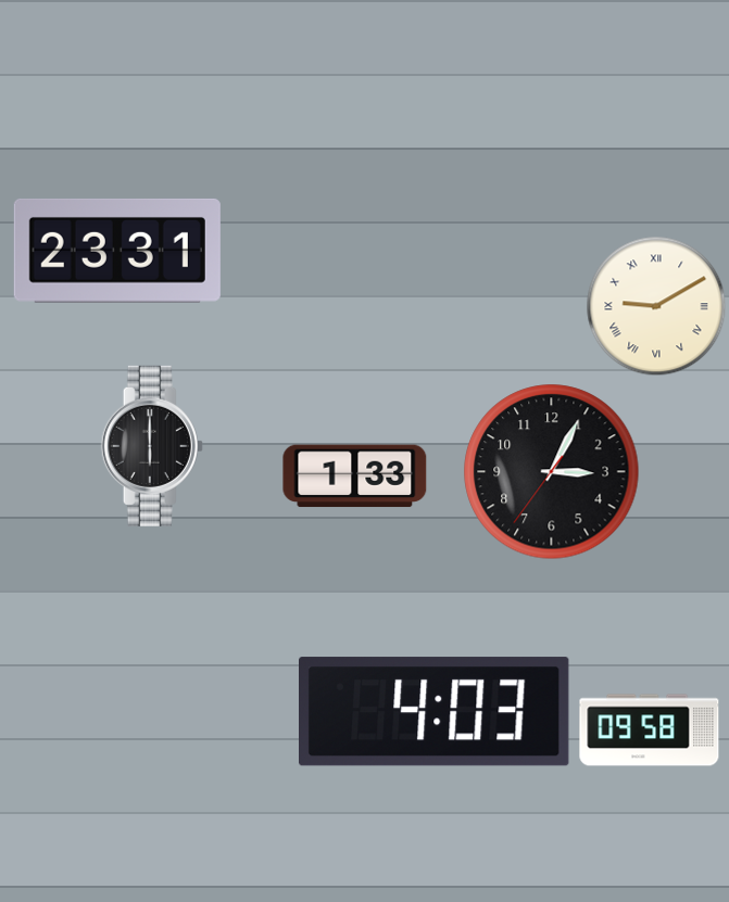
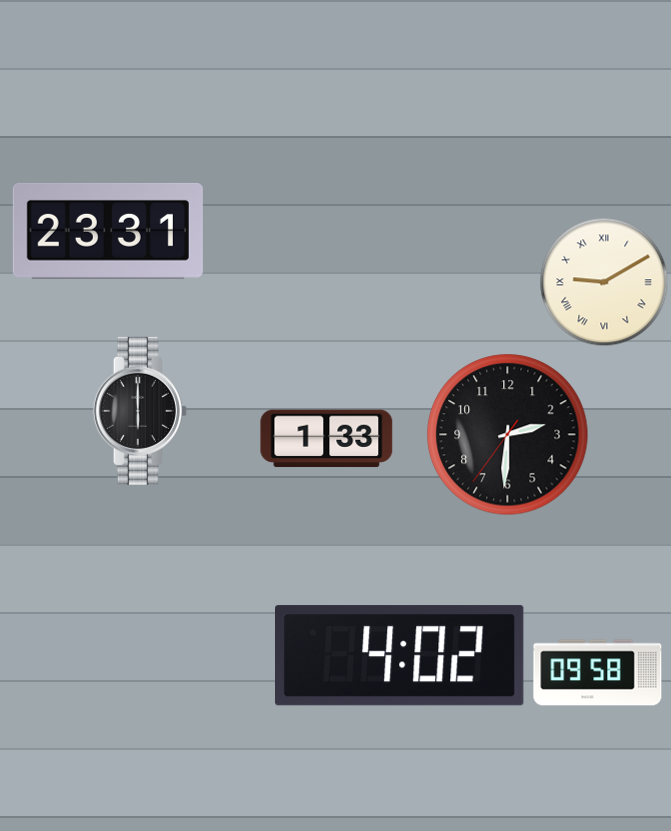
clock at (552, 472): 3:04 -> 2:30
clock at (435, 712): 4:03 -> 4:02
